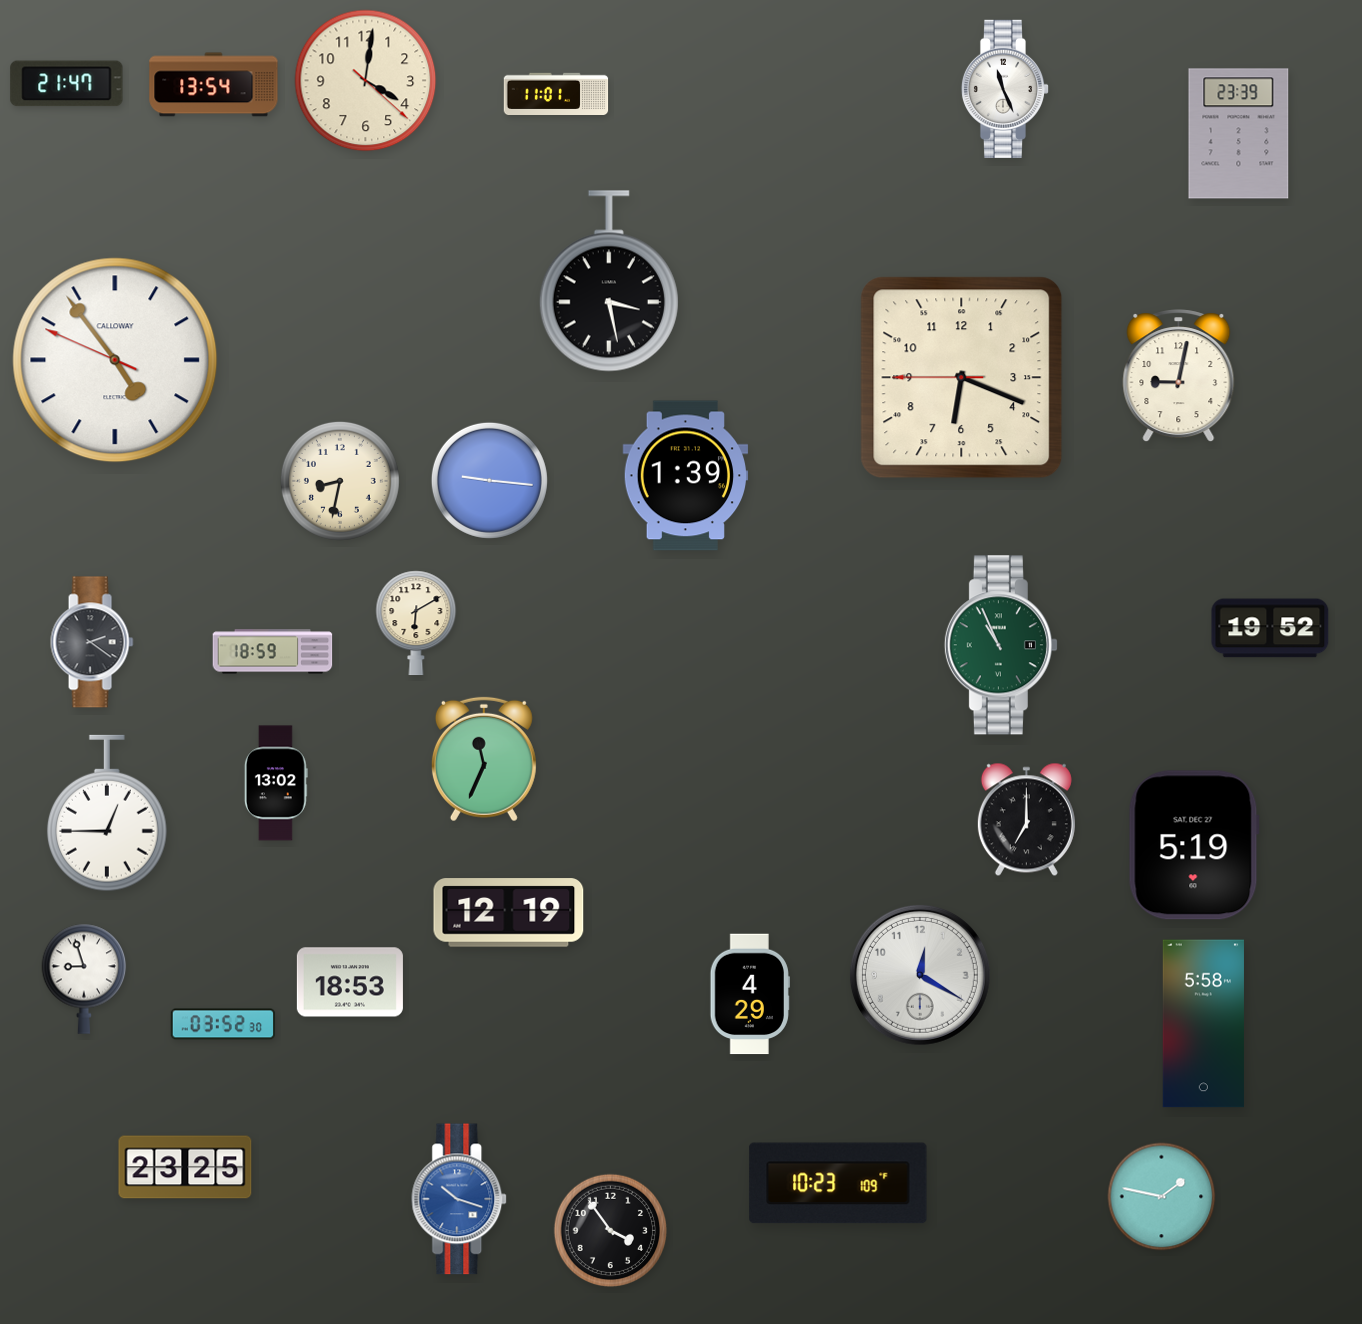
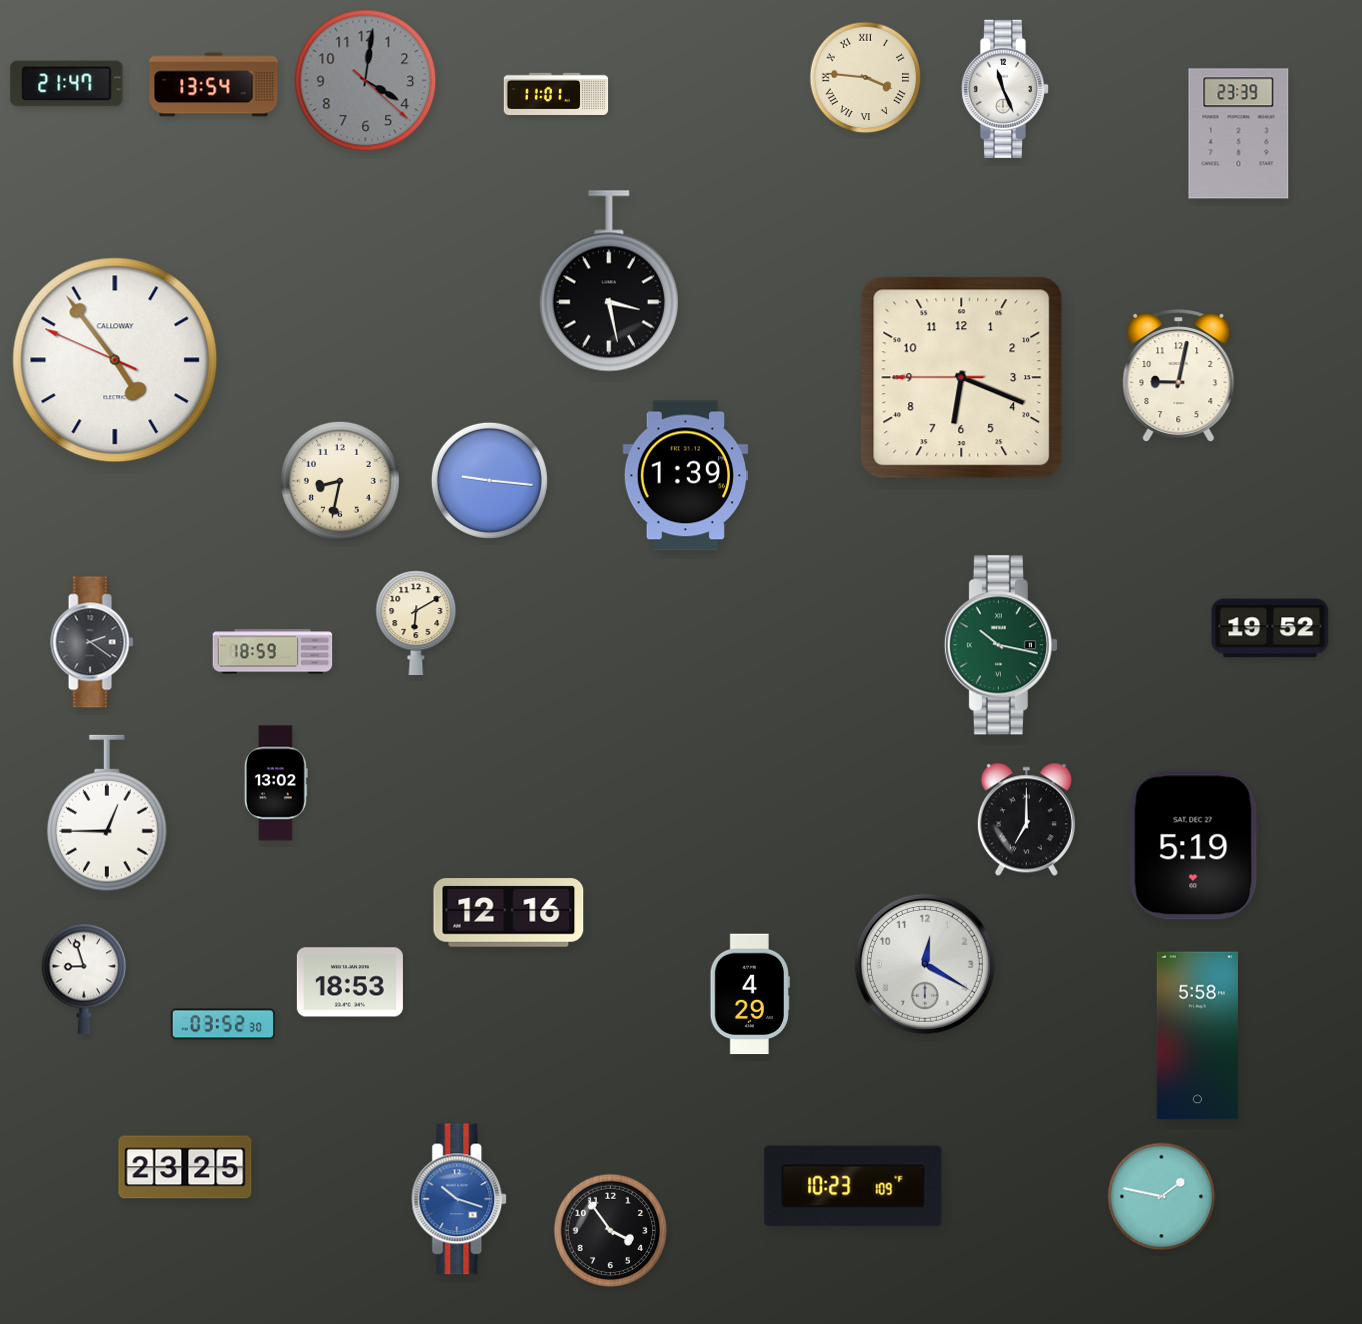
clock at (866, 78): none -> 3:46
clock at (366, 81) dial: cream -> grey
clock at (1001, 645): 10:56 -> 10:17
clock at (484, 759): 11:34 -> none
clock at (509, 913): 12:19 -> 12:16
clock at (920, 975) position: (920, 975) -> (925, 964)
clock at (1203, 1024) position: (1203, 1024) -> (1197, 1036)
clock at (838, 1183) position: (838, 1183) -> (853, 1186)
